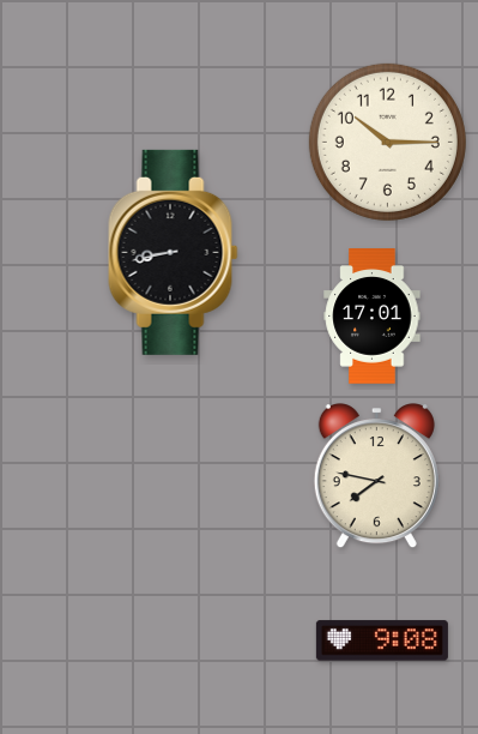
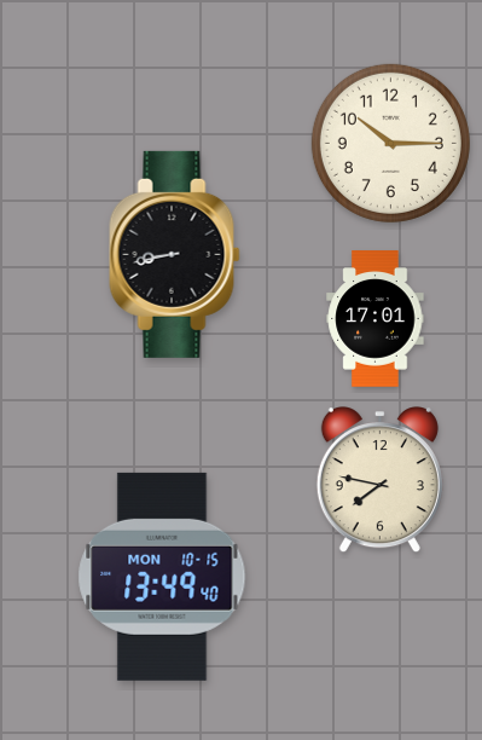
clock at (162, 577): none -> 13:49
clock at (382, 640): 9:08 -> none
